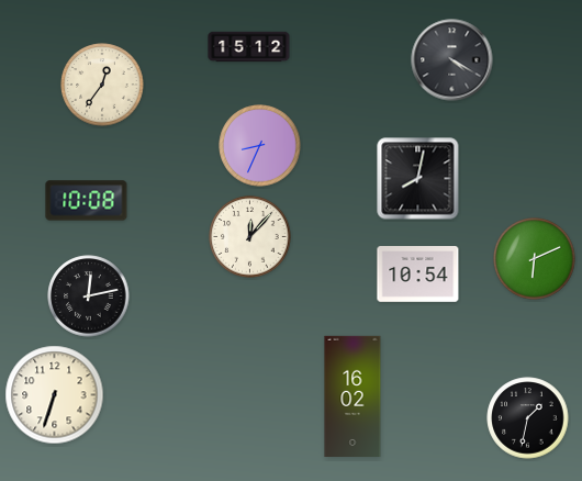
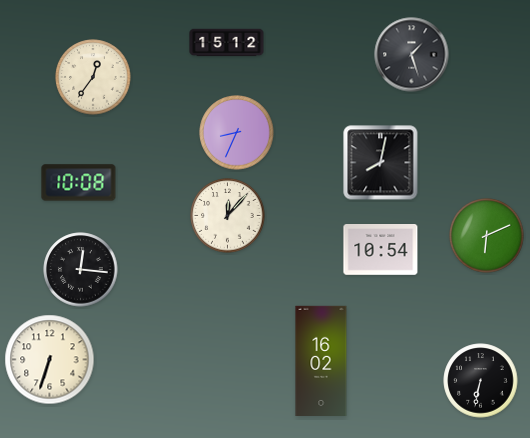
clock at (452, 60): 4:20 -> 1:27
clock at (89, 297): 12:13 -> 12:16
clock at (528, 418): 1:32 -> 6:32
